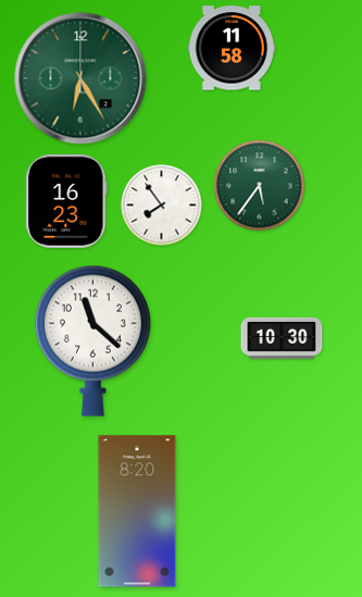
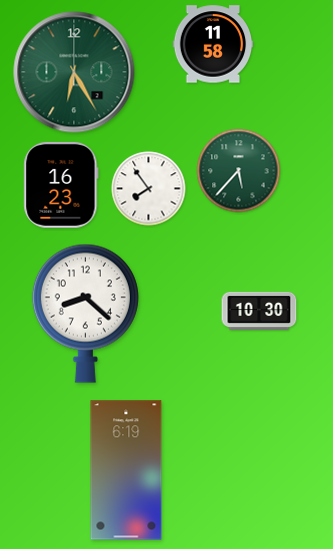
clock at (260, 186): 5:36 -> 5:37
clock at (92, 340): 11:22 -> 8:22
clock at (137, 511): 8:20 -> 6:19
